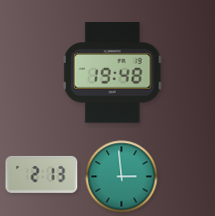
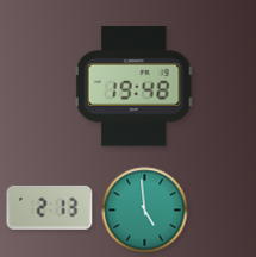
clock at (122, 177): 2:59 -> 4:59
